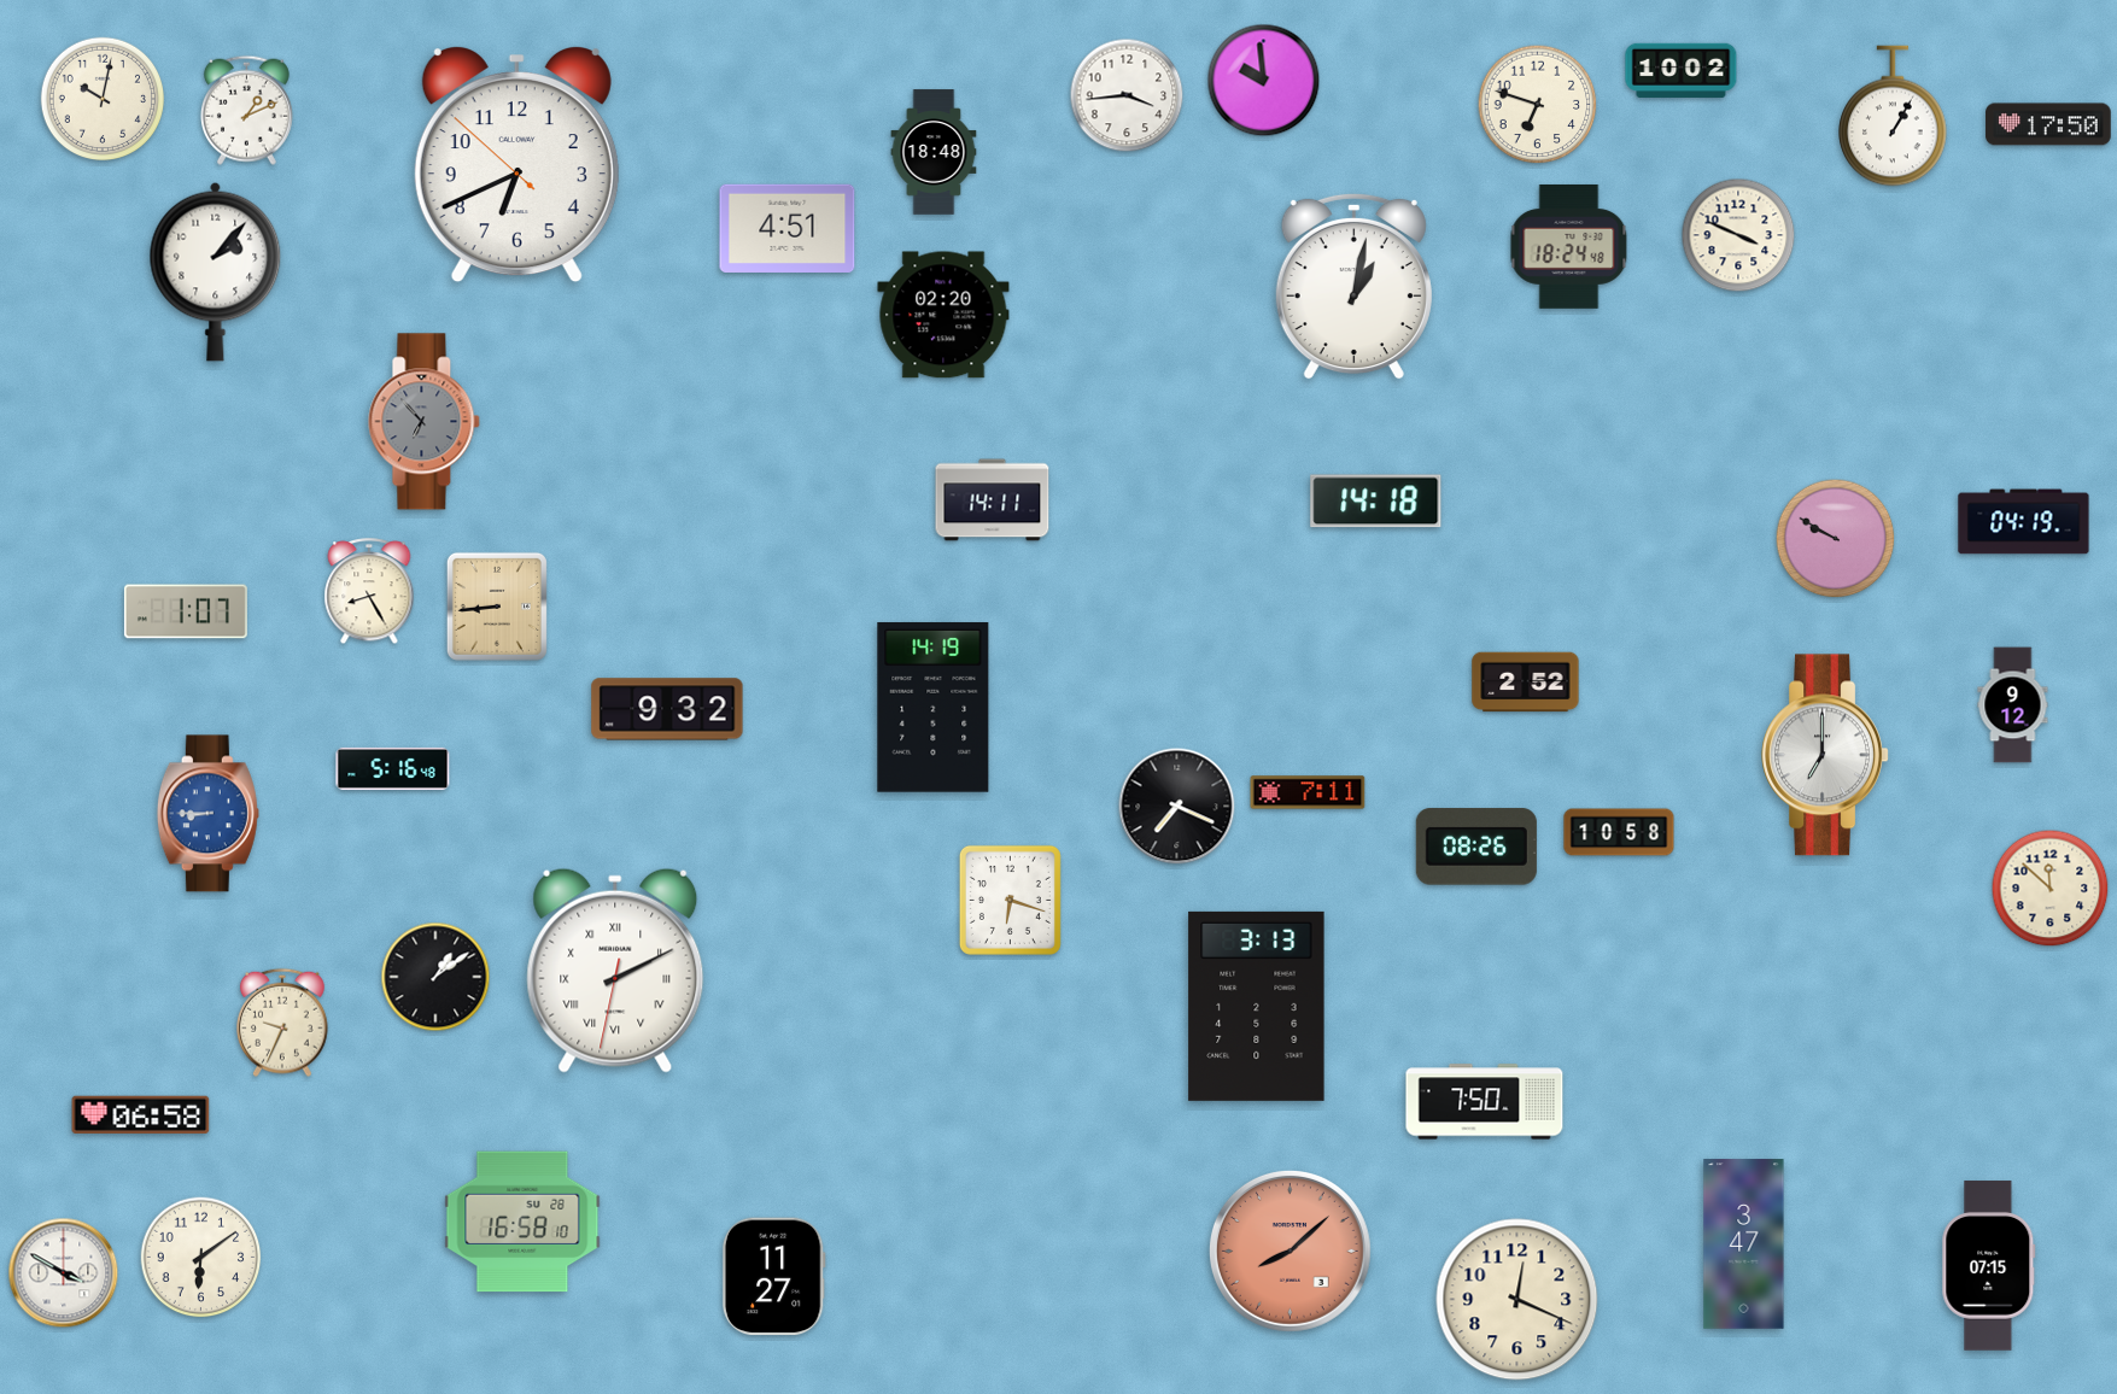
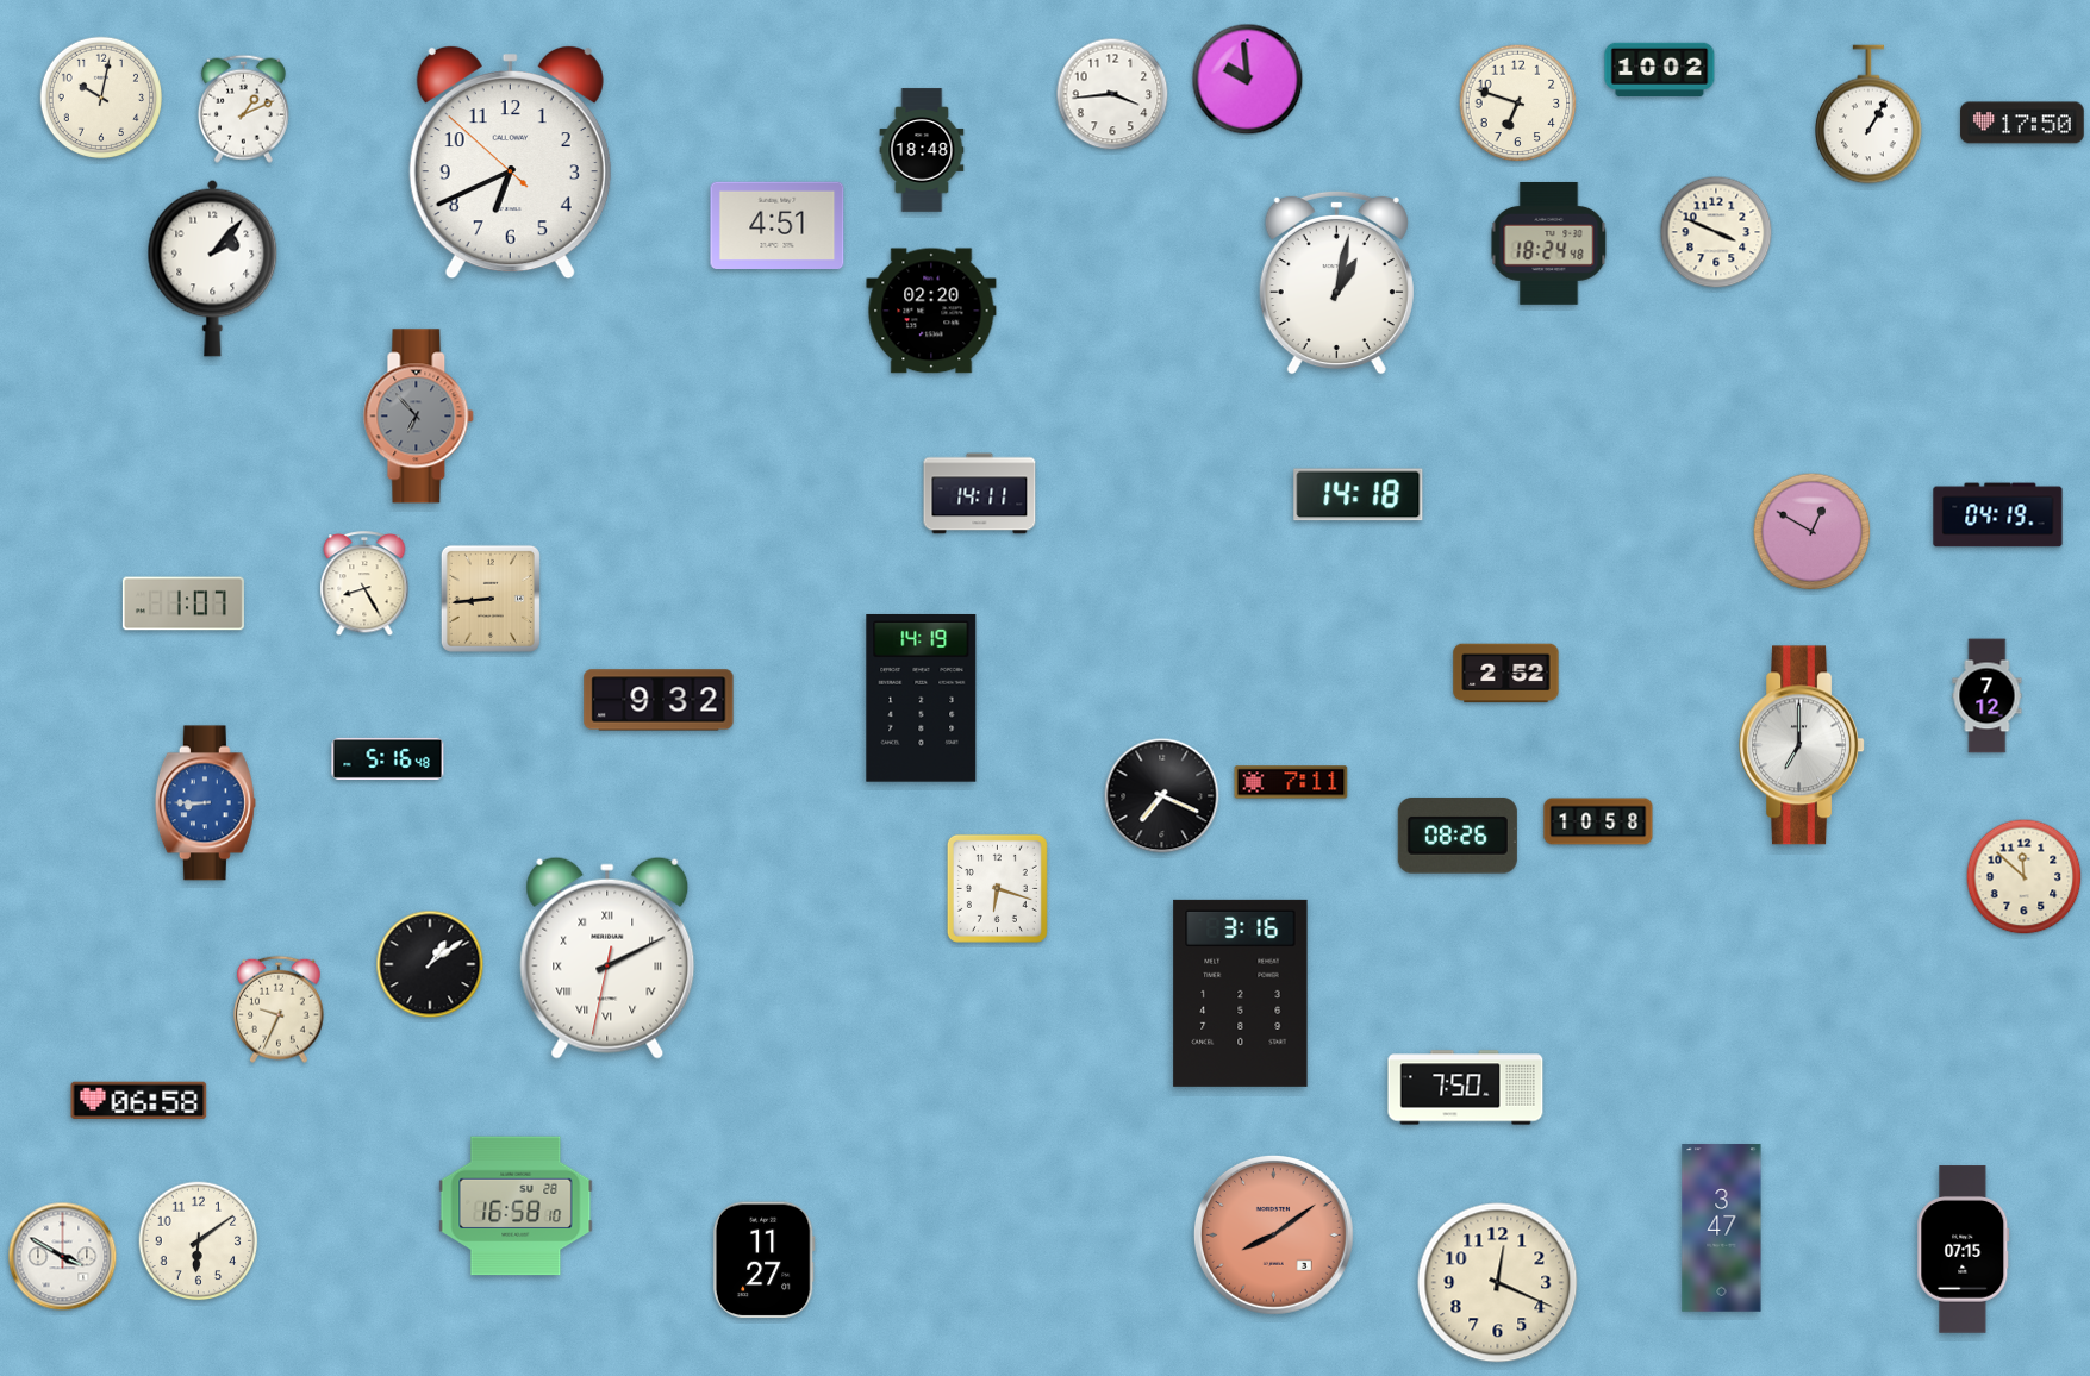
clock at (1836, 539): 9:50 -> 12:50
clock at (2013, 705): 9:12 -> 7:12
clock at (1257, 1006): 3:13 -> 3:16
clock at (1290, 1250): 8:08 -> 8:09
